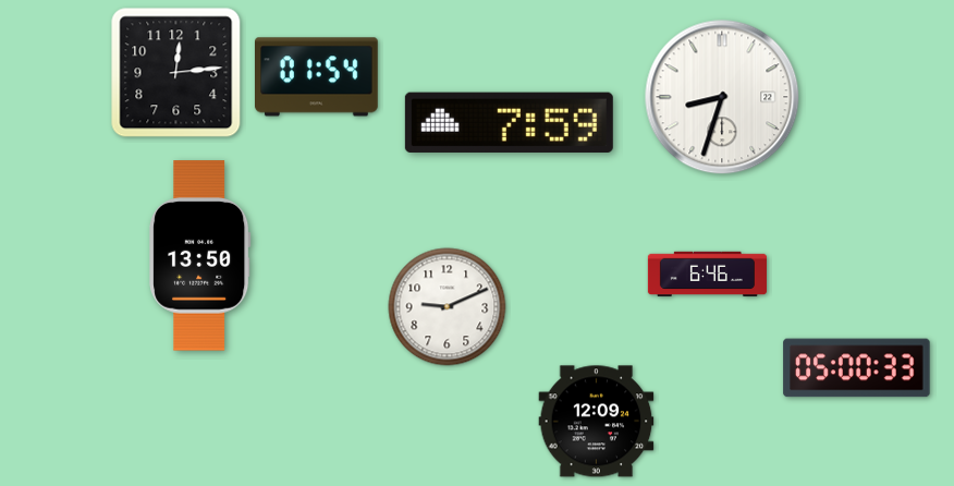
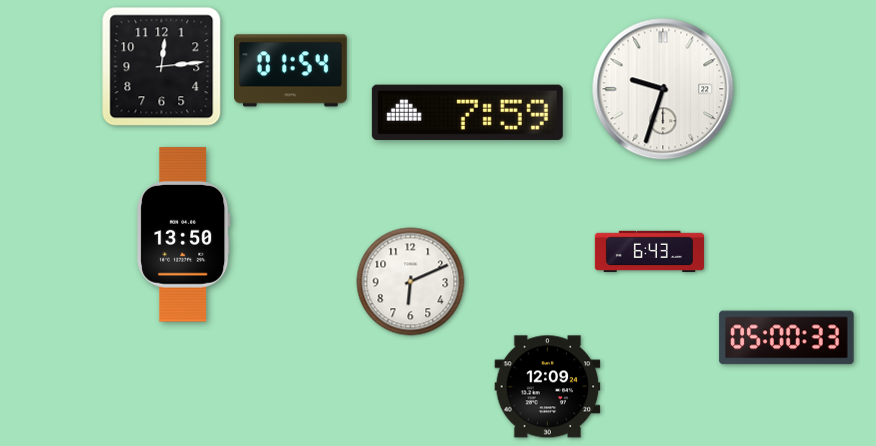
clock at (722, 97): 8:33 -> 9:33
clock at (707, 275): 6:46 -> 6:43
clock at (448, 307): 9:11 -> 6:11
